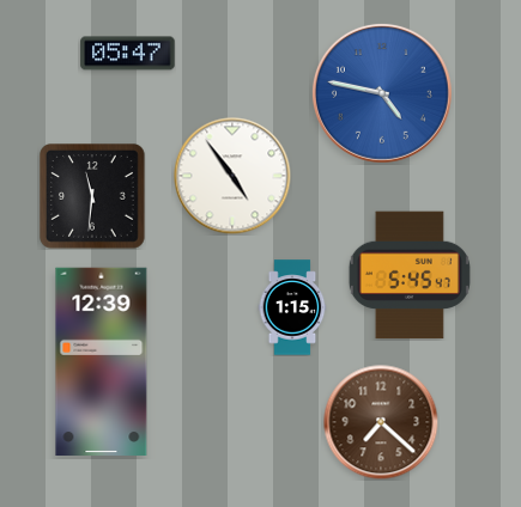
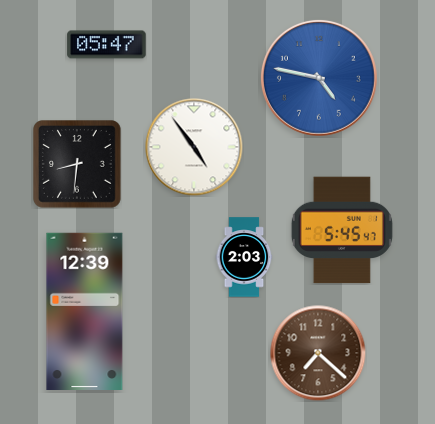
clock at (93, 197): 11:31 -> 8:31
clock at (292, 307): 1:15 -> 2:03
clock at (102, 361) position: (102, 361) -> (85, 311)
